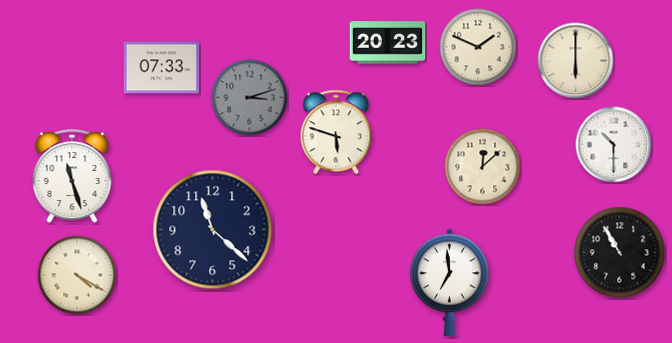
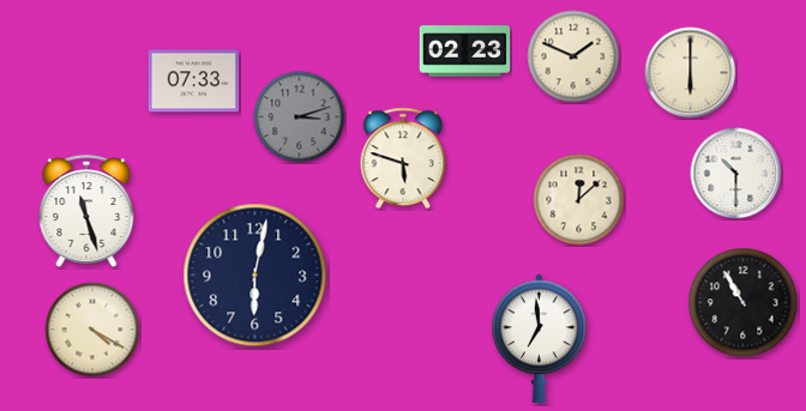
clock at (388, 43): 20:23 -> 02:23
clock at (213, 230): 11:22 -> 6:02
